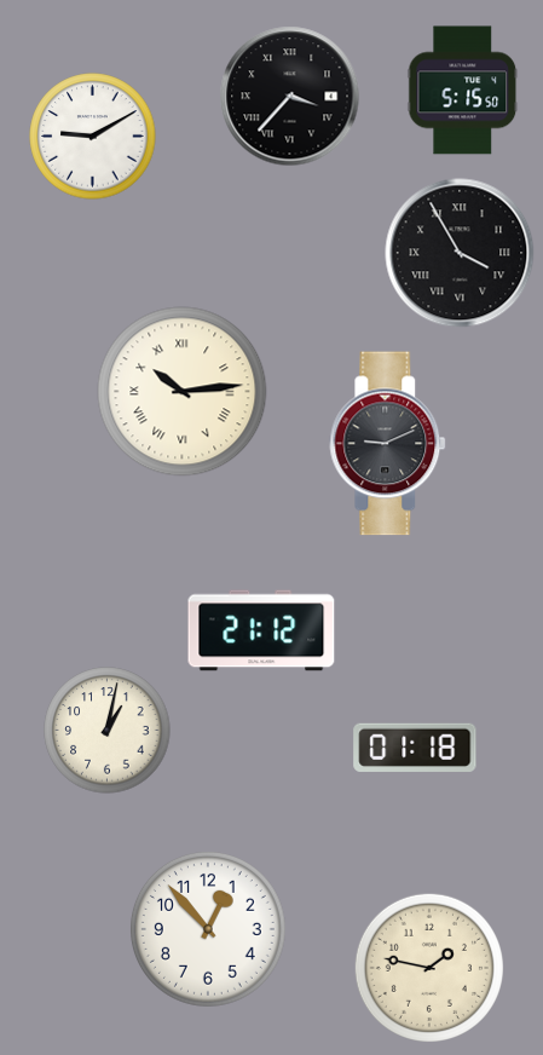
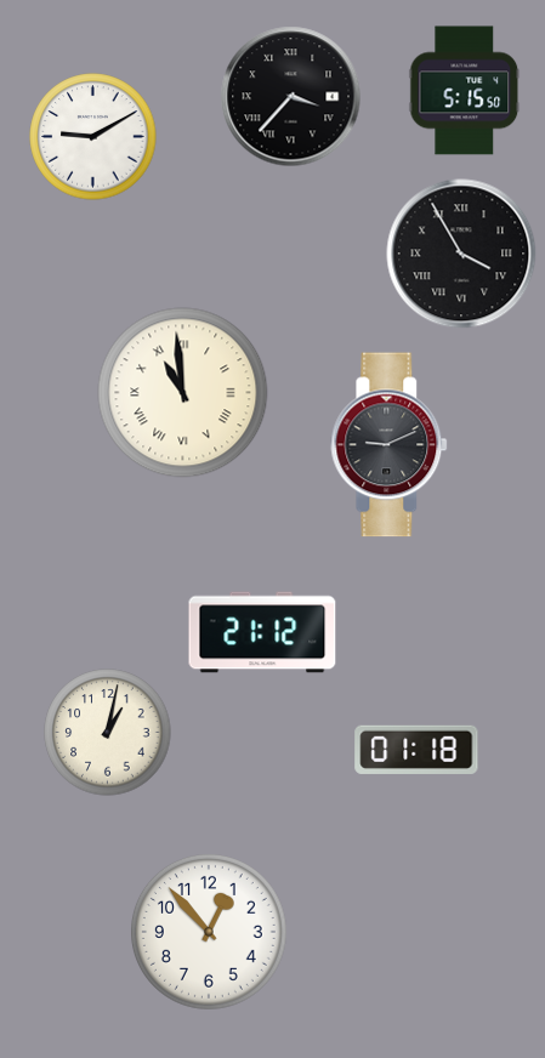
clock at (183, 392): 10:14 -> 10:59
clock at (429, 968): 1:47 -> none
